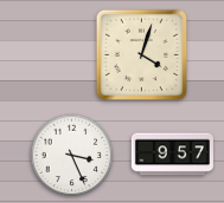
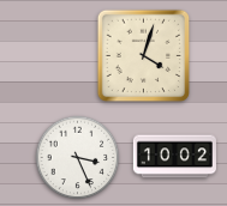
clock at (172, 155): 9:57 -> 10:02
clock at (72, 156) position: (72, 156) -> (78, 158)
